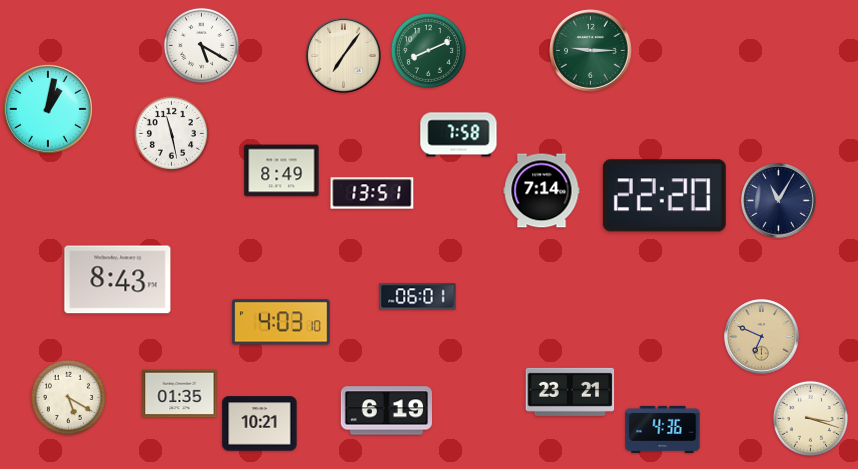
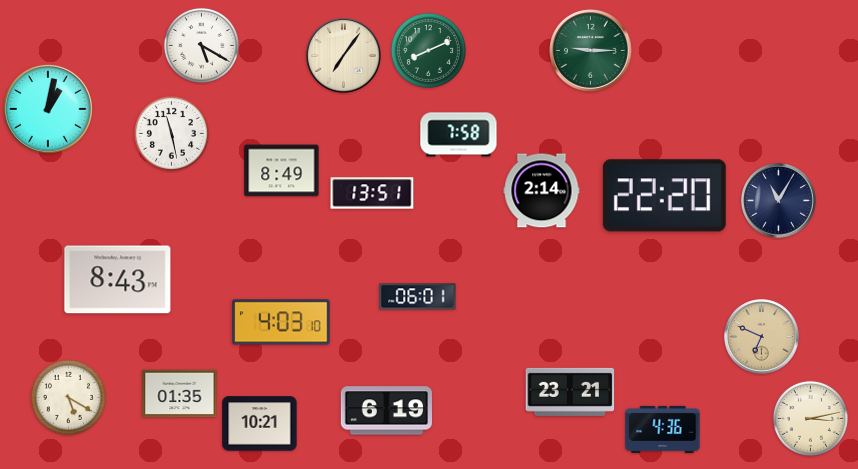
clock at (542, 191): 7:14 -> 2:14
clock at (810, 418): 3:18 -> 3:13
